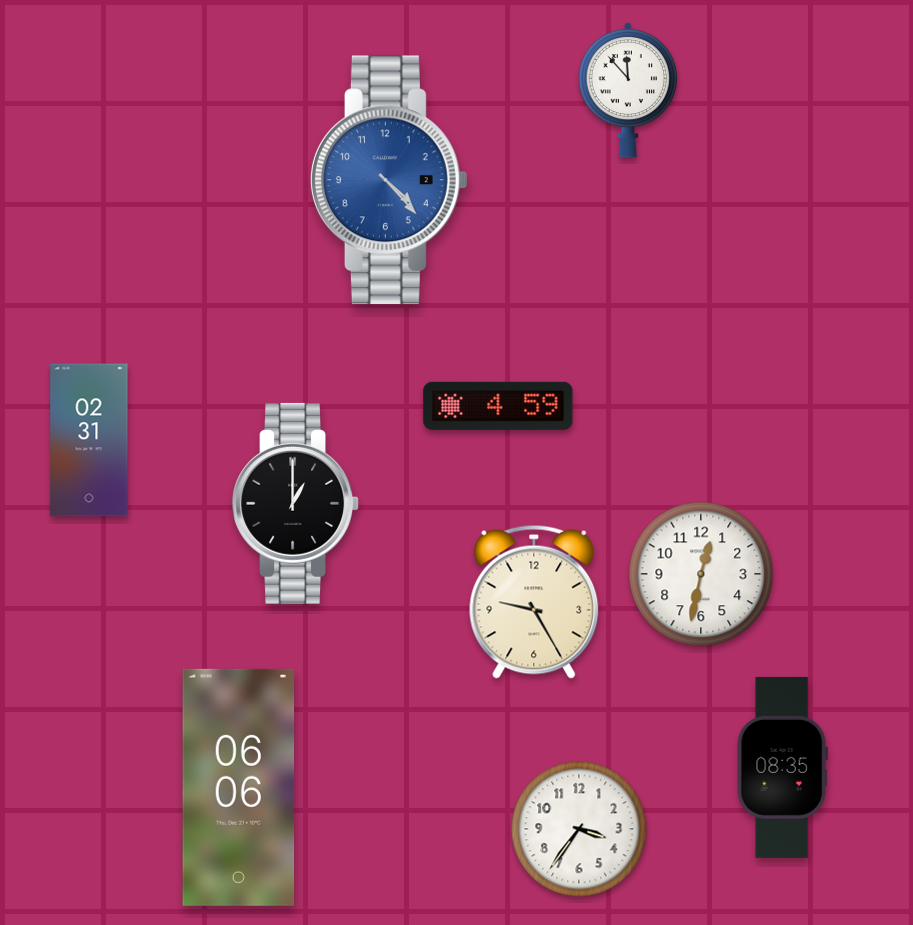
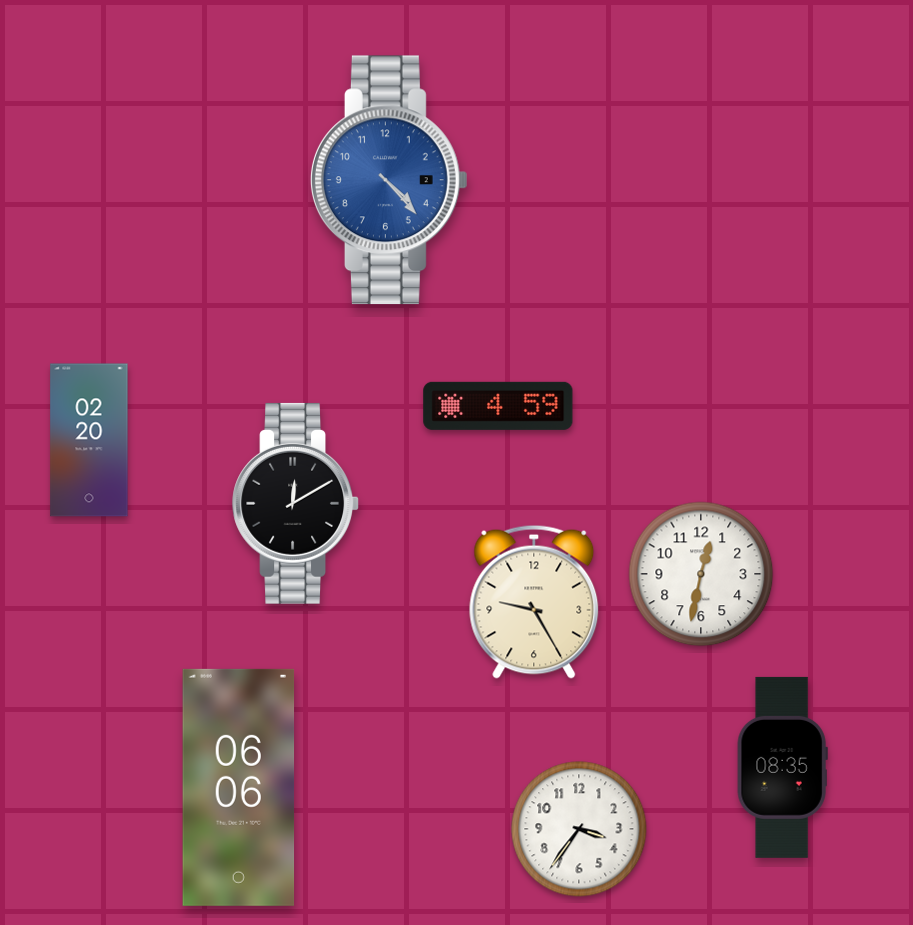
clock at (627, 90): 11:53 -> none
clock at (89, 440): 02:31 -> 02:20
clock at (296, 503): 1:00 -> 12:10
